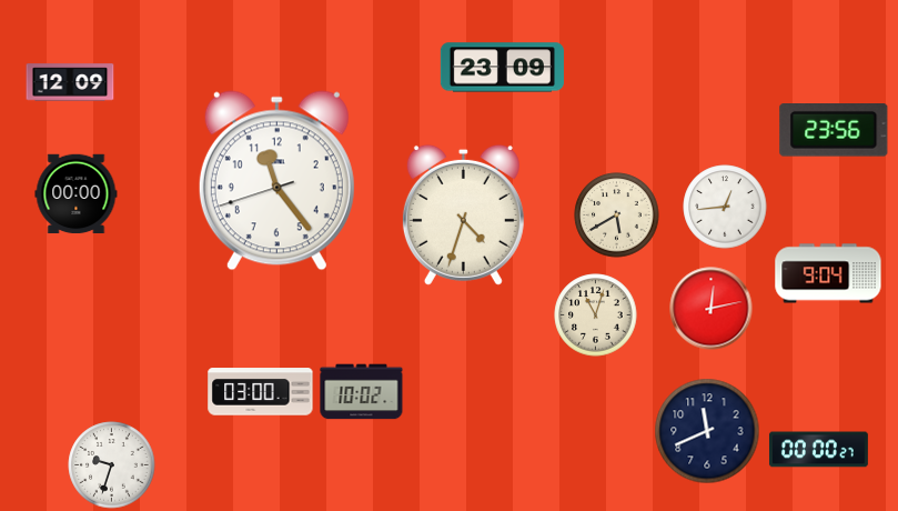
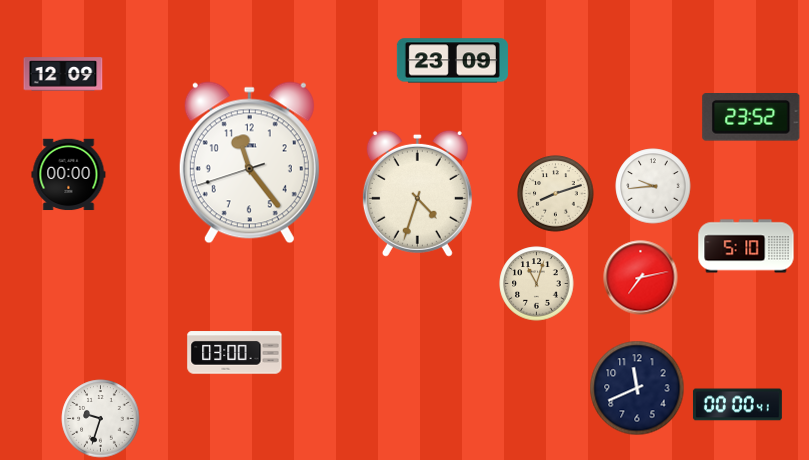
clock at (834, 131): 23:56 -> 23:52
clock at (725, 207): 12:44 -> 9:44
clock at (617, 216): 5:40 -> 8:12
clock at (828, 273): 9:04 -> 5:10
clock at (712, 309): 12:13 -> 7:13
clock at (362, 392): 10:02 -> none
clock at (818, 450): 00:00:27 -> 00:00:41
